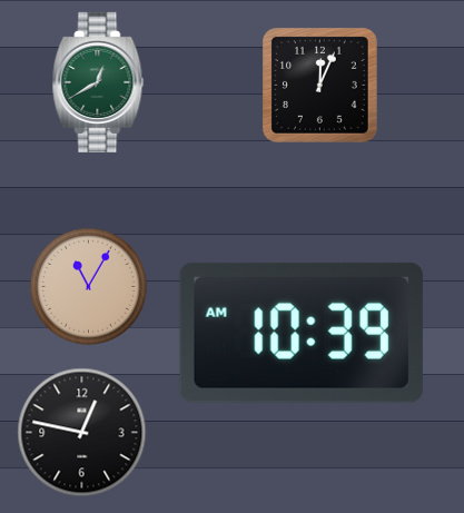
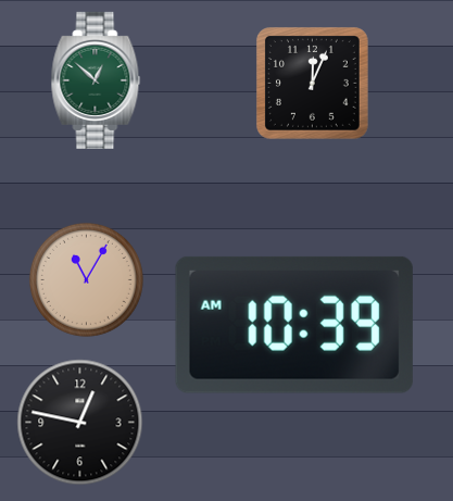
clock at (98, 82): 12:40 -> 12:52
